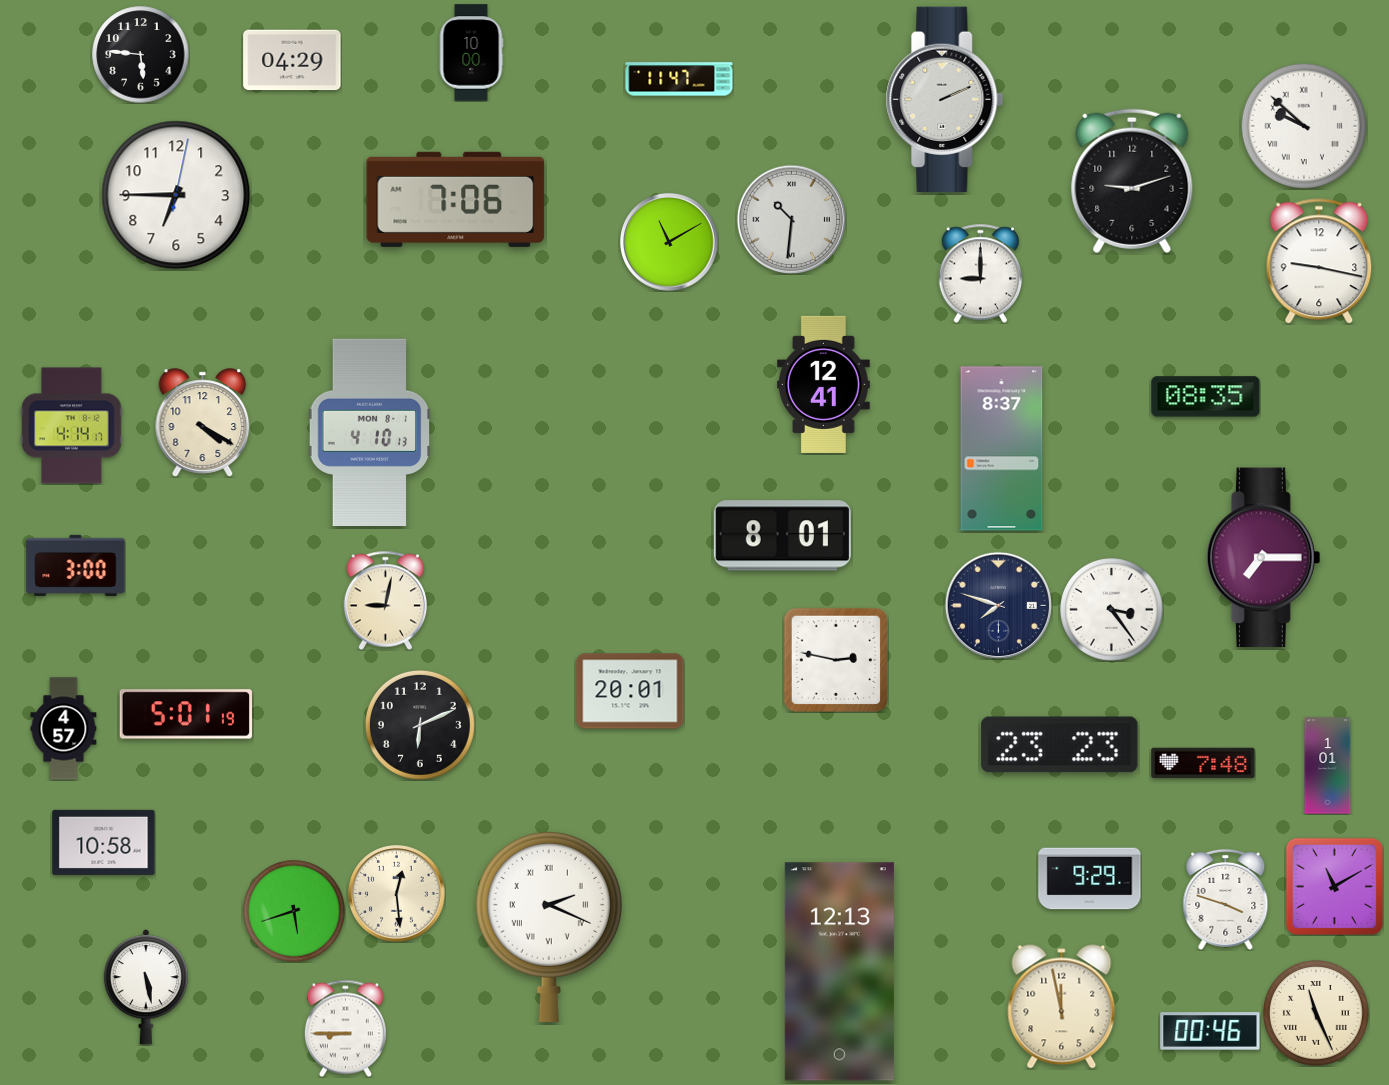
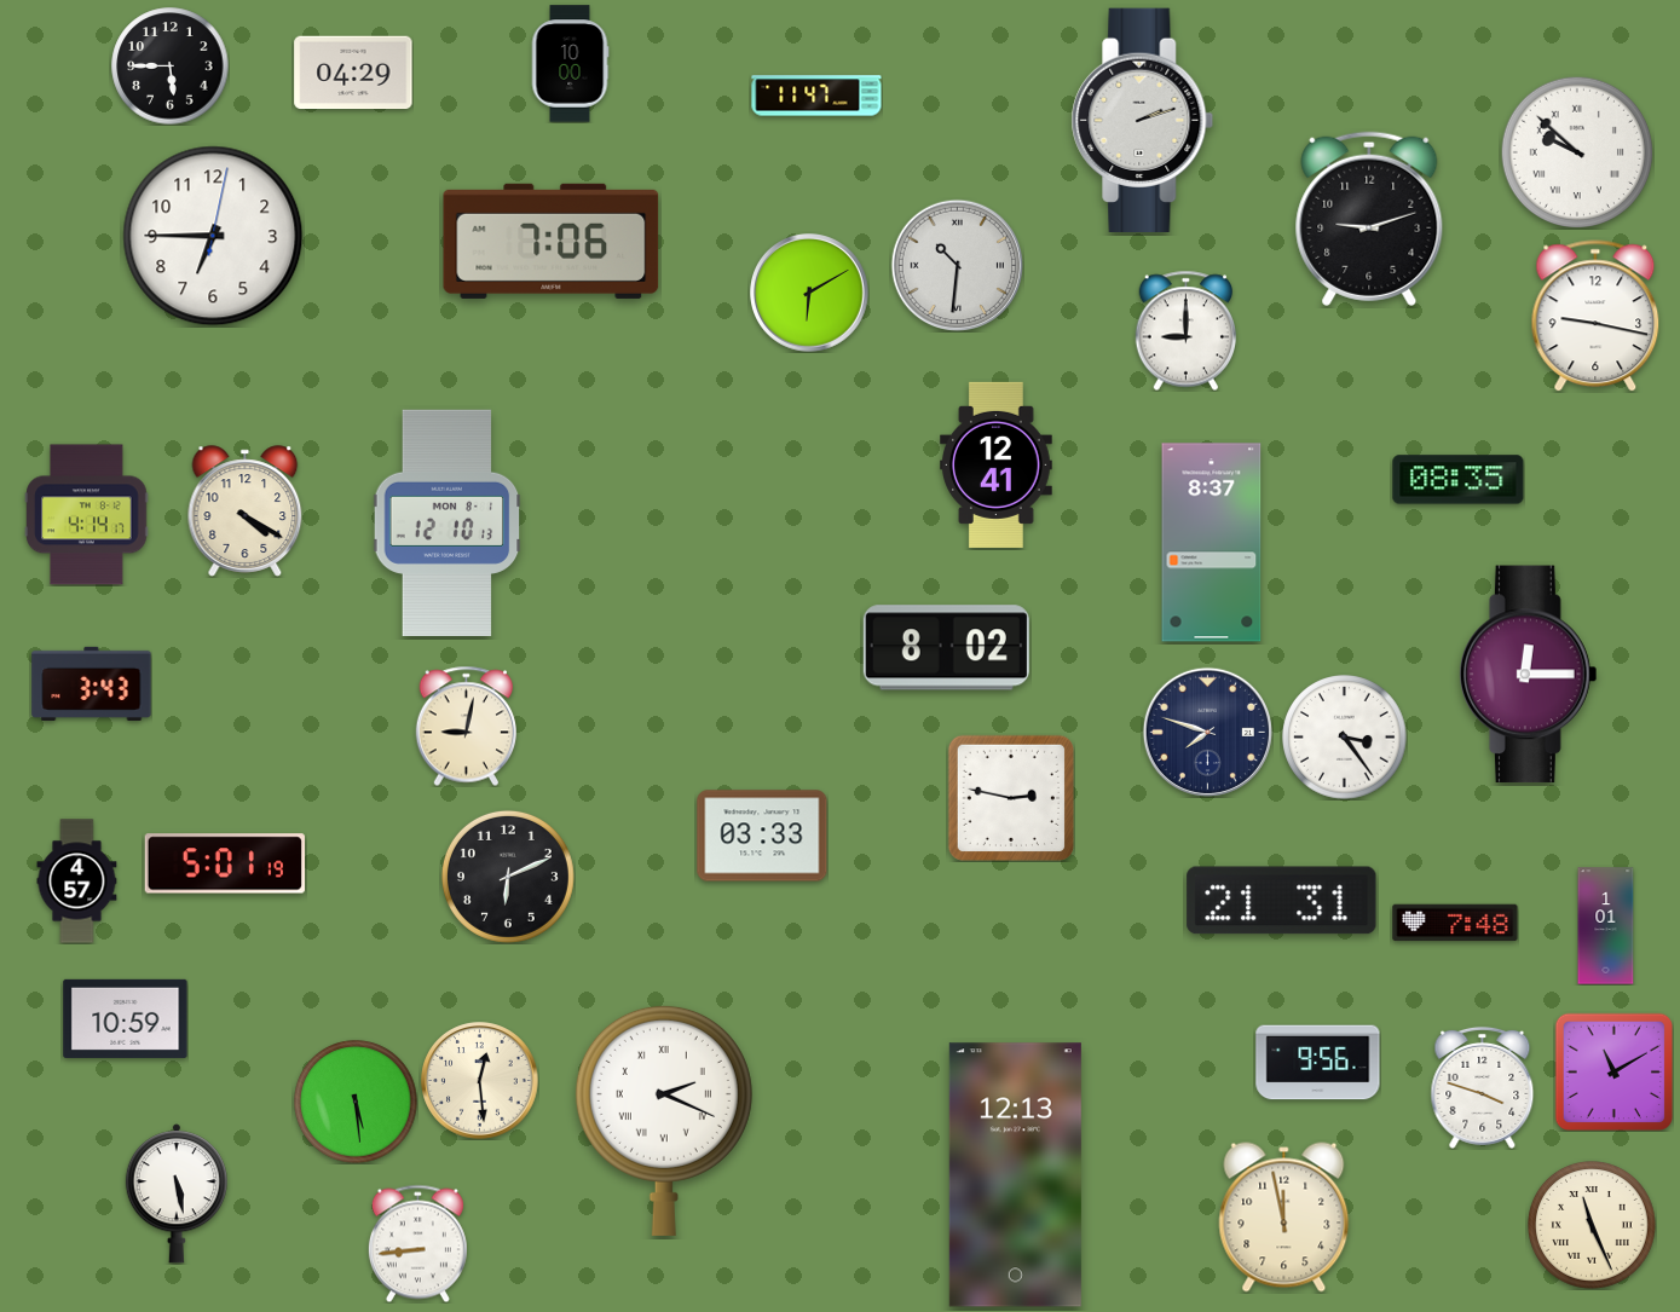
clock at (141, 55): 5:46 -> 5:45
clock at (679, 79) position: (679, 79) -> (816, 96)
clock at (945, 99): 2:11 -> 2:12
clock at (670, 243): 11:10 -> 6:10
clock at (370, 432): 4:10 -> 12:10
clock at (782, 536): 8:01 -> 8:02
clock at (1264, 558): 7:15 -> 12:15
clock at (76, 565): 3:00 -> 3:43
clock at (630, 691): 20:01 -> 03:33
clock at (1060, 745): 23:23 -> 21:31
clock at (104, 842): 10:58 -> 10:59
clock at (1090, 879): 9:29 -> 9:56
clock at (294, 911): 5:42 -> 5:29
clock at (345, 1028): 8:45 -> 8:44
clock at (1210, 1031): 00:46 -> none
